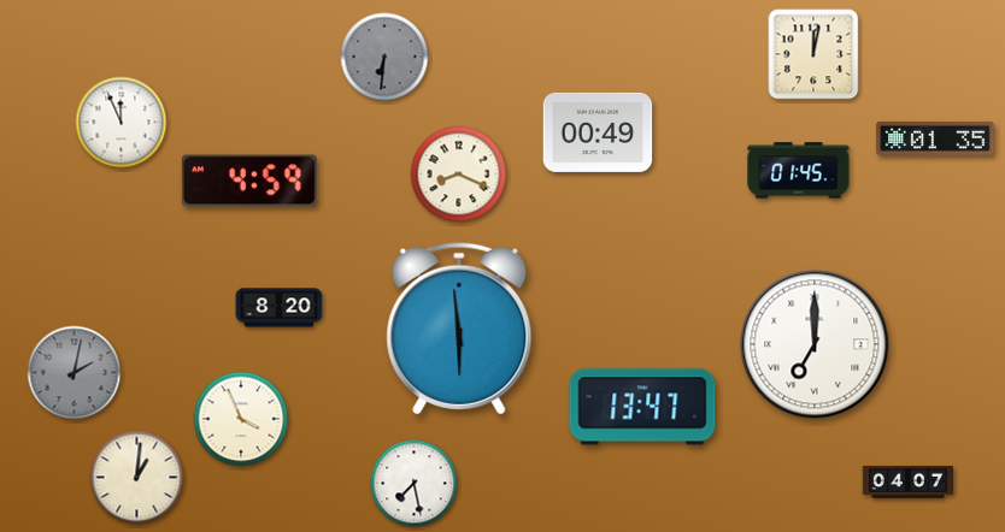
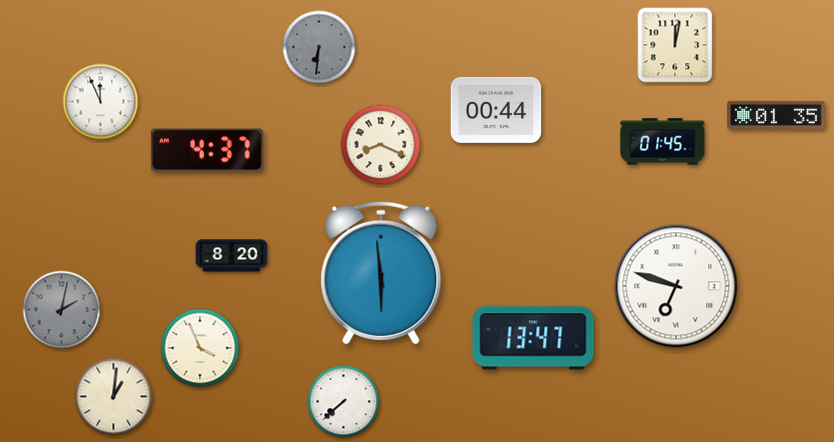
clock at (598, 132): 00:49 -> 00:44
clock at (249, 181): 4:59 -> 4:37
clock at (815, 344): 7:00 -> 6:48
clock at (909, 481): 04:07 -> none
clock at (415, 484): 7:28 -> 7:38
